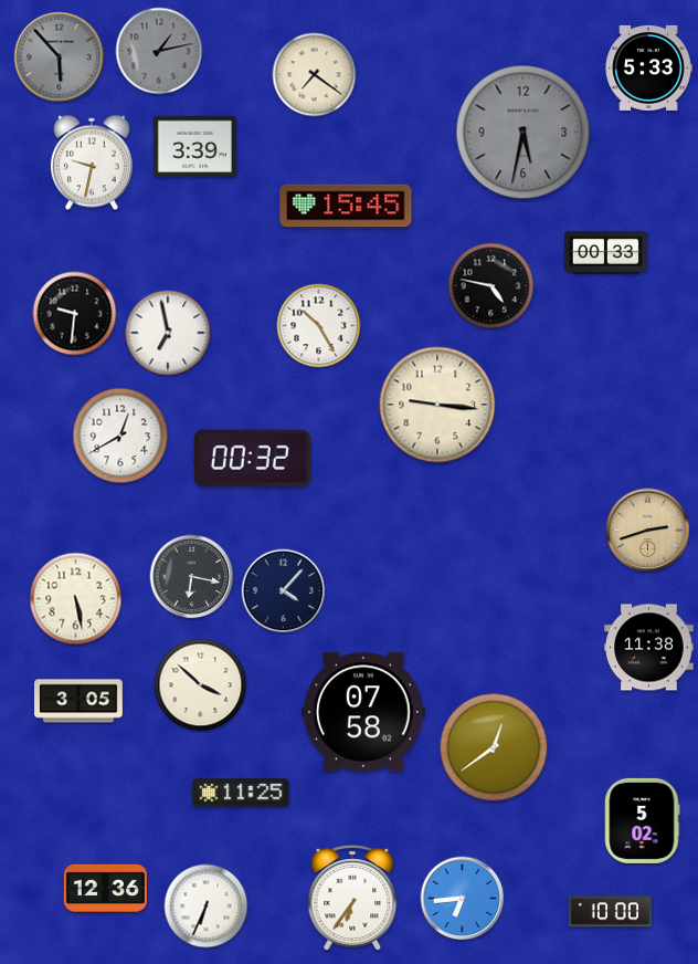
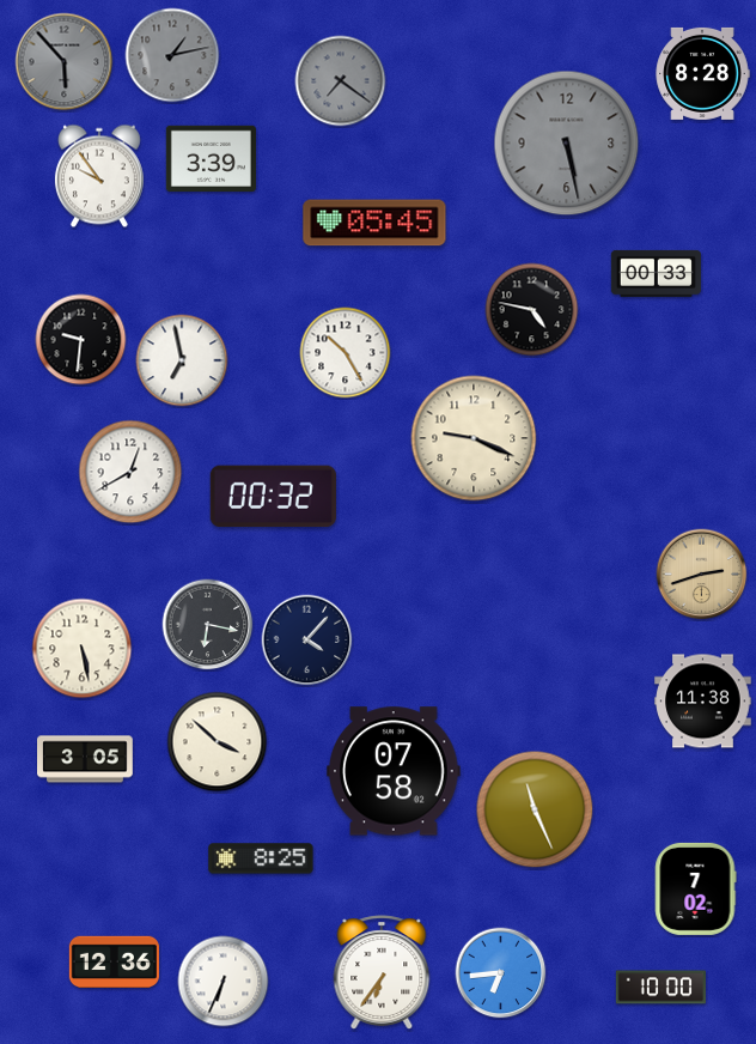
clock at (648, 67): 5:33 -> 8:28
clock at (315, 75) dial: cream -> grey
clock at (523, 133): 5:32 -> 5:28
clock at (92, 163): 9:32 -> 9:54
clock at (346, 206): 15:45 -> 05:45
clock at (437, 405): 9:16 -> 9:19
clock at (494, 747): 12:39 -> 11:26
clock at (241, 793): 11:25 -> 8:25
clock at (642, 820): 5:02 -> 7:02
